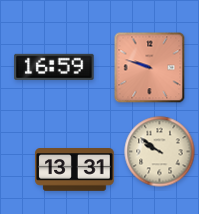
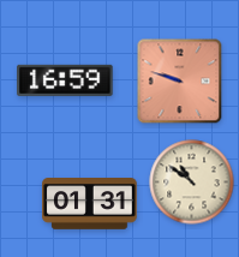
clock at (160, 152): 9:51 -> 10:51
clock at (75, 170): 13:31 -> 01:31
